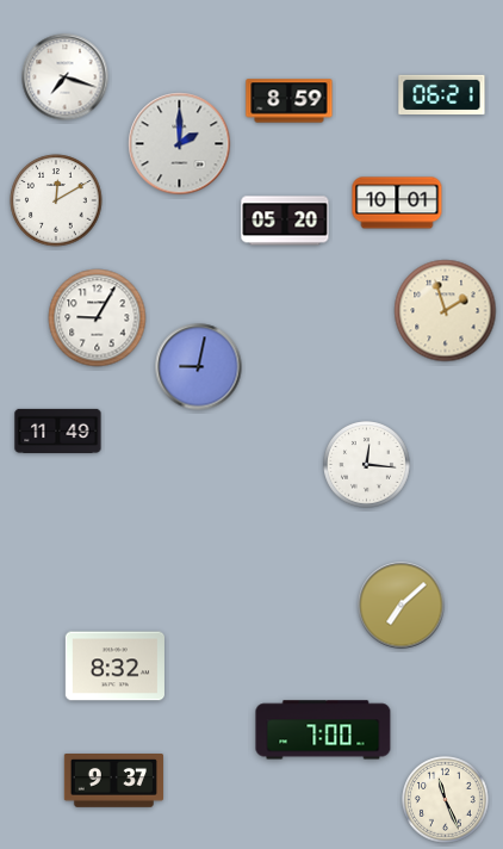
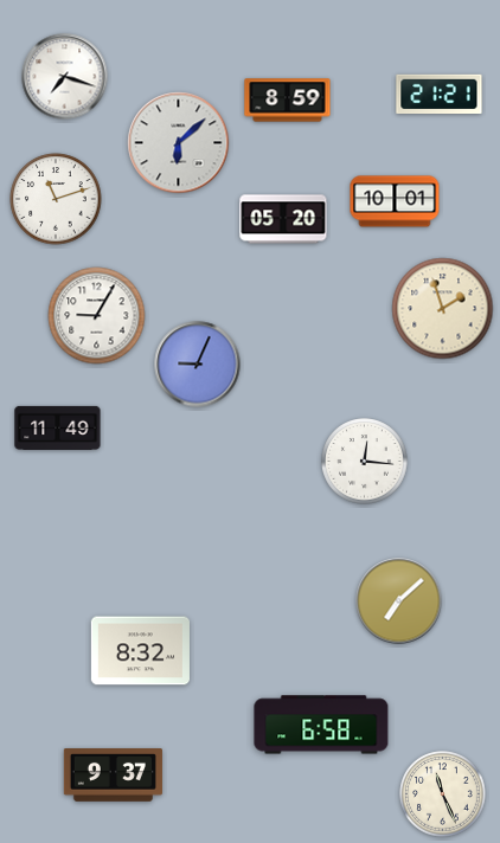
clock at (442, 95): 06:21 -> 21:21
clock at (180, 144): 2:00 -> 6:08
clock at (56, 200): 12:10 -> 11:12
clock at (199, 367): 9:02 -> 9:04
clock at (114, 667) position: (114, 667) -> (140, 651)
clock at (323, 730): 7:00 -> 6:58
